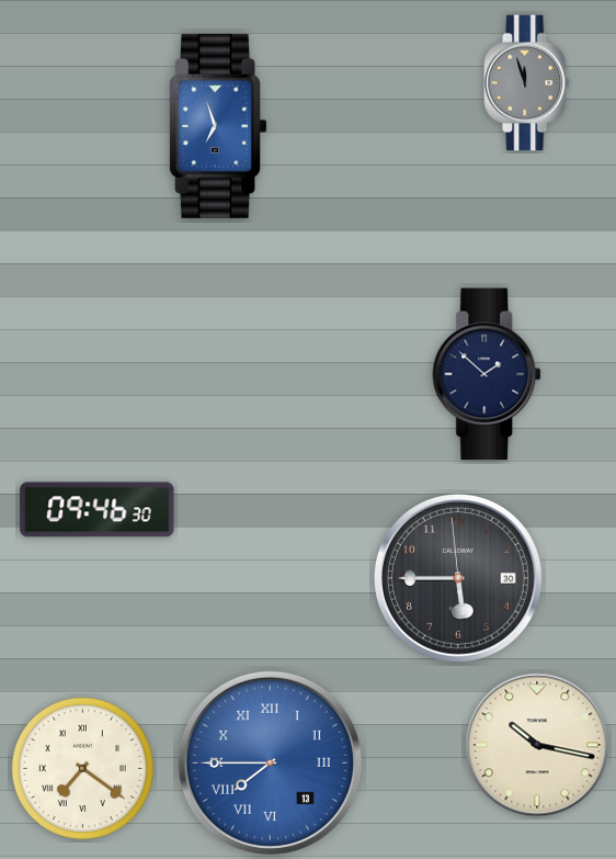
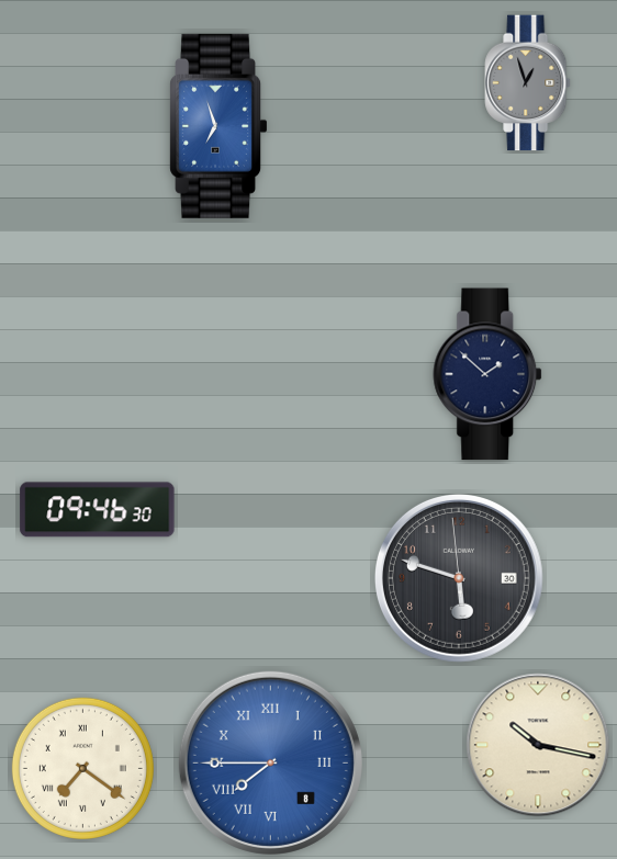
clock at (527, 83): 11:57 -> 12:57
clock at (458, 578): 5:44 -> 5:47
clock at (270, 762) date: 13 -> 8
